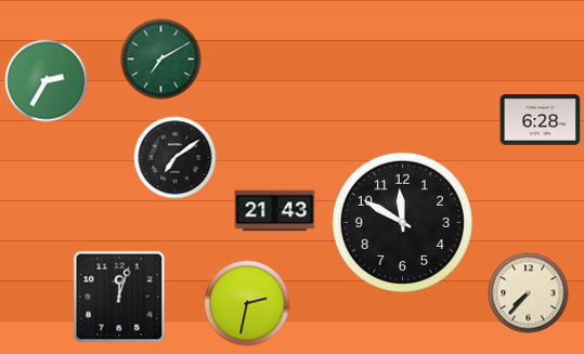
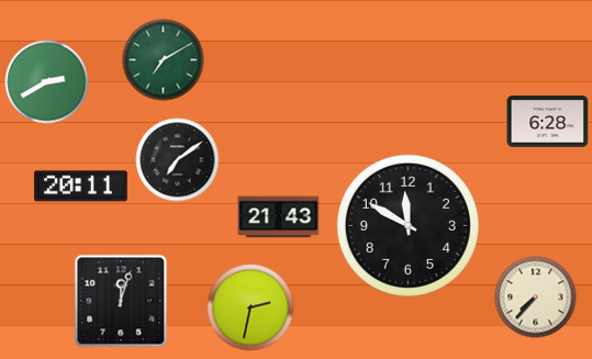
clock at (47, 81): 2:35 -> 2:40
clock at (81, 187): none -> 20:11
clock at (275, 211) position: (275, 211) -> (279, 217)
